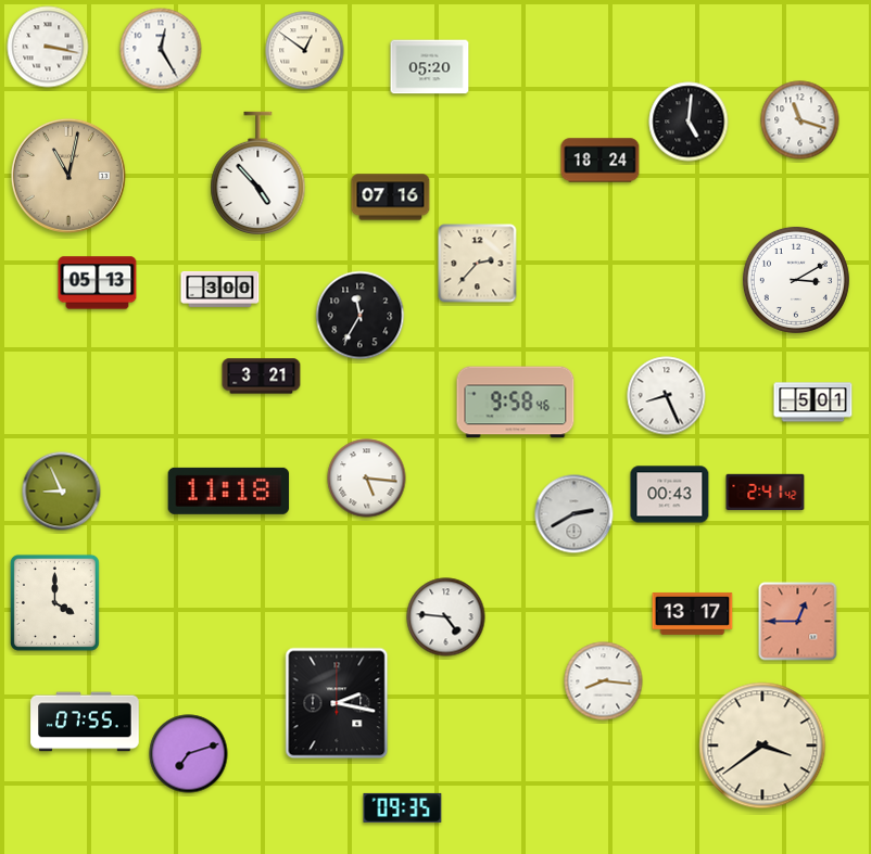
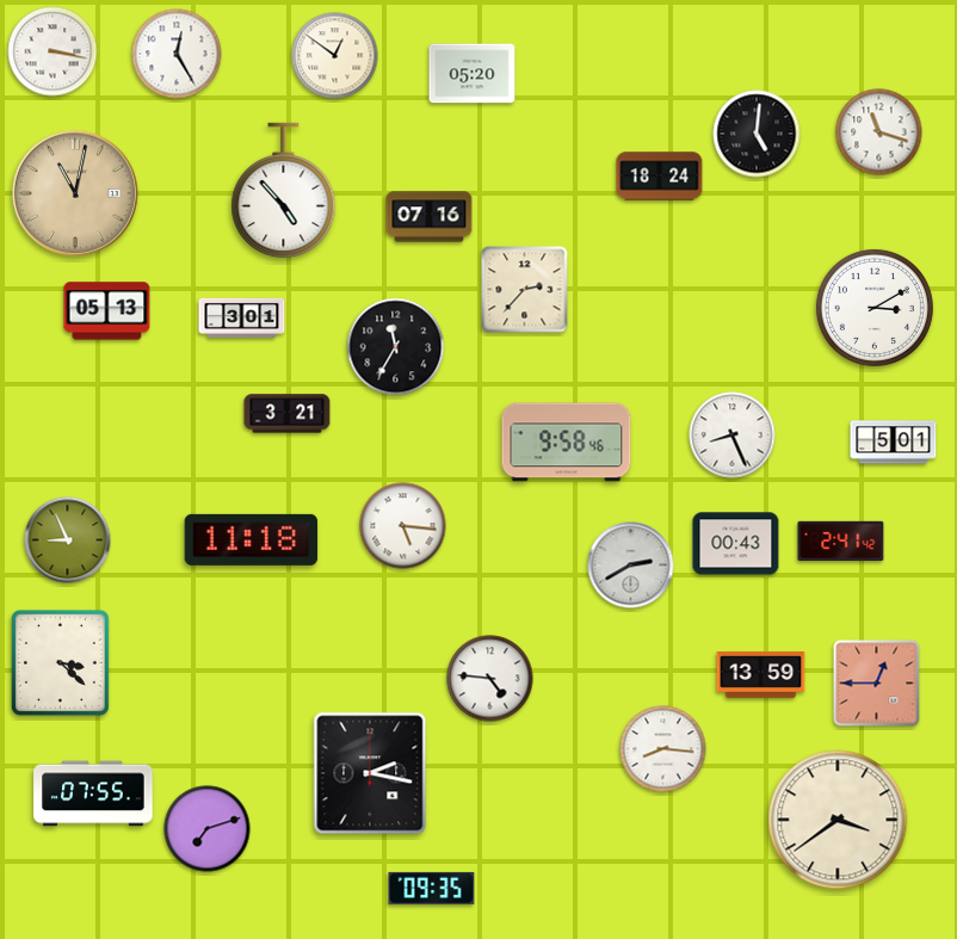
clock at (220, 289): 3:00 -> 3:01
clock at (54, 602): 4:00 -> 3:22
clock at (693, 614): 13:17 -> 13:59
clock at (403, 807) position: (403, 807) -> (432, 888)
